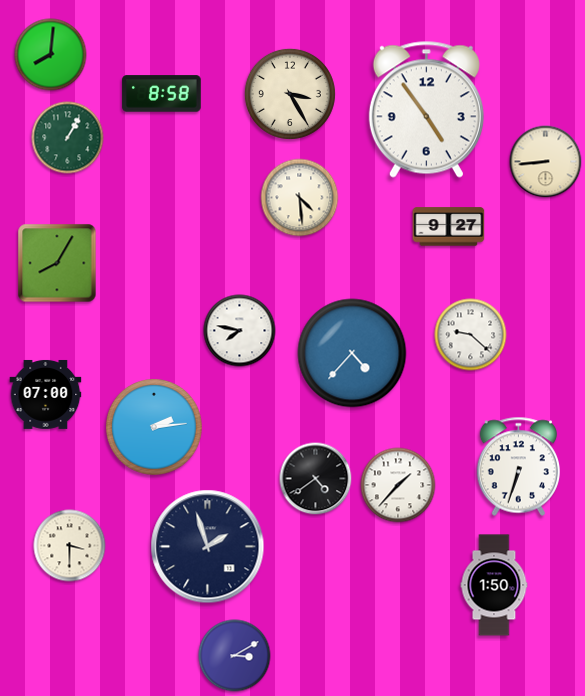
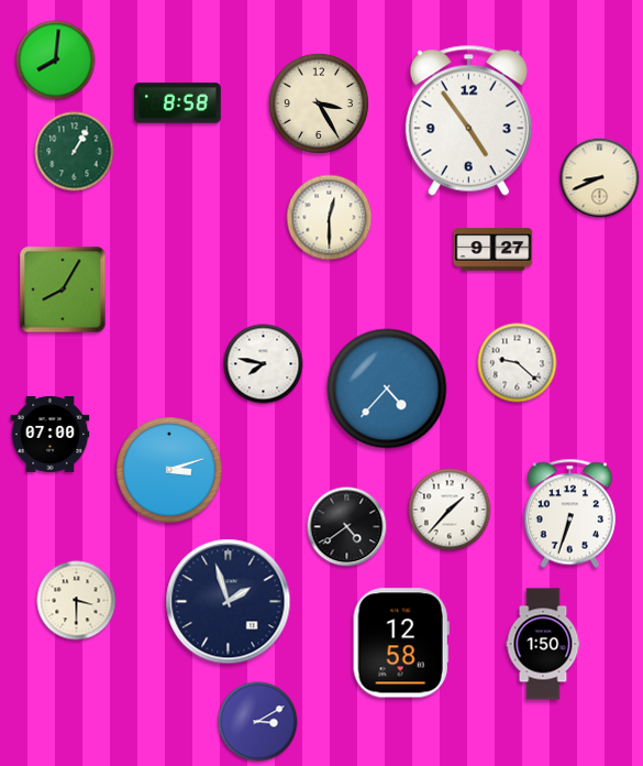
clock at (546, 162): 8:44 -> 8:41
clock at (300, 198): 4:29 -> 12:30
clock at (471, 335) position: (471, 335) -> (518, 363)
clock at (154, 427): 2:14 -> 3:12
clock at (398, 485) position: (398, 485) -> (450, 510)
clock at (401, 643): none -> 12:58
